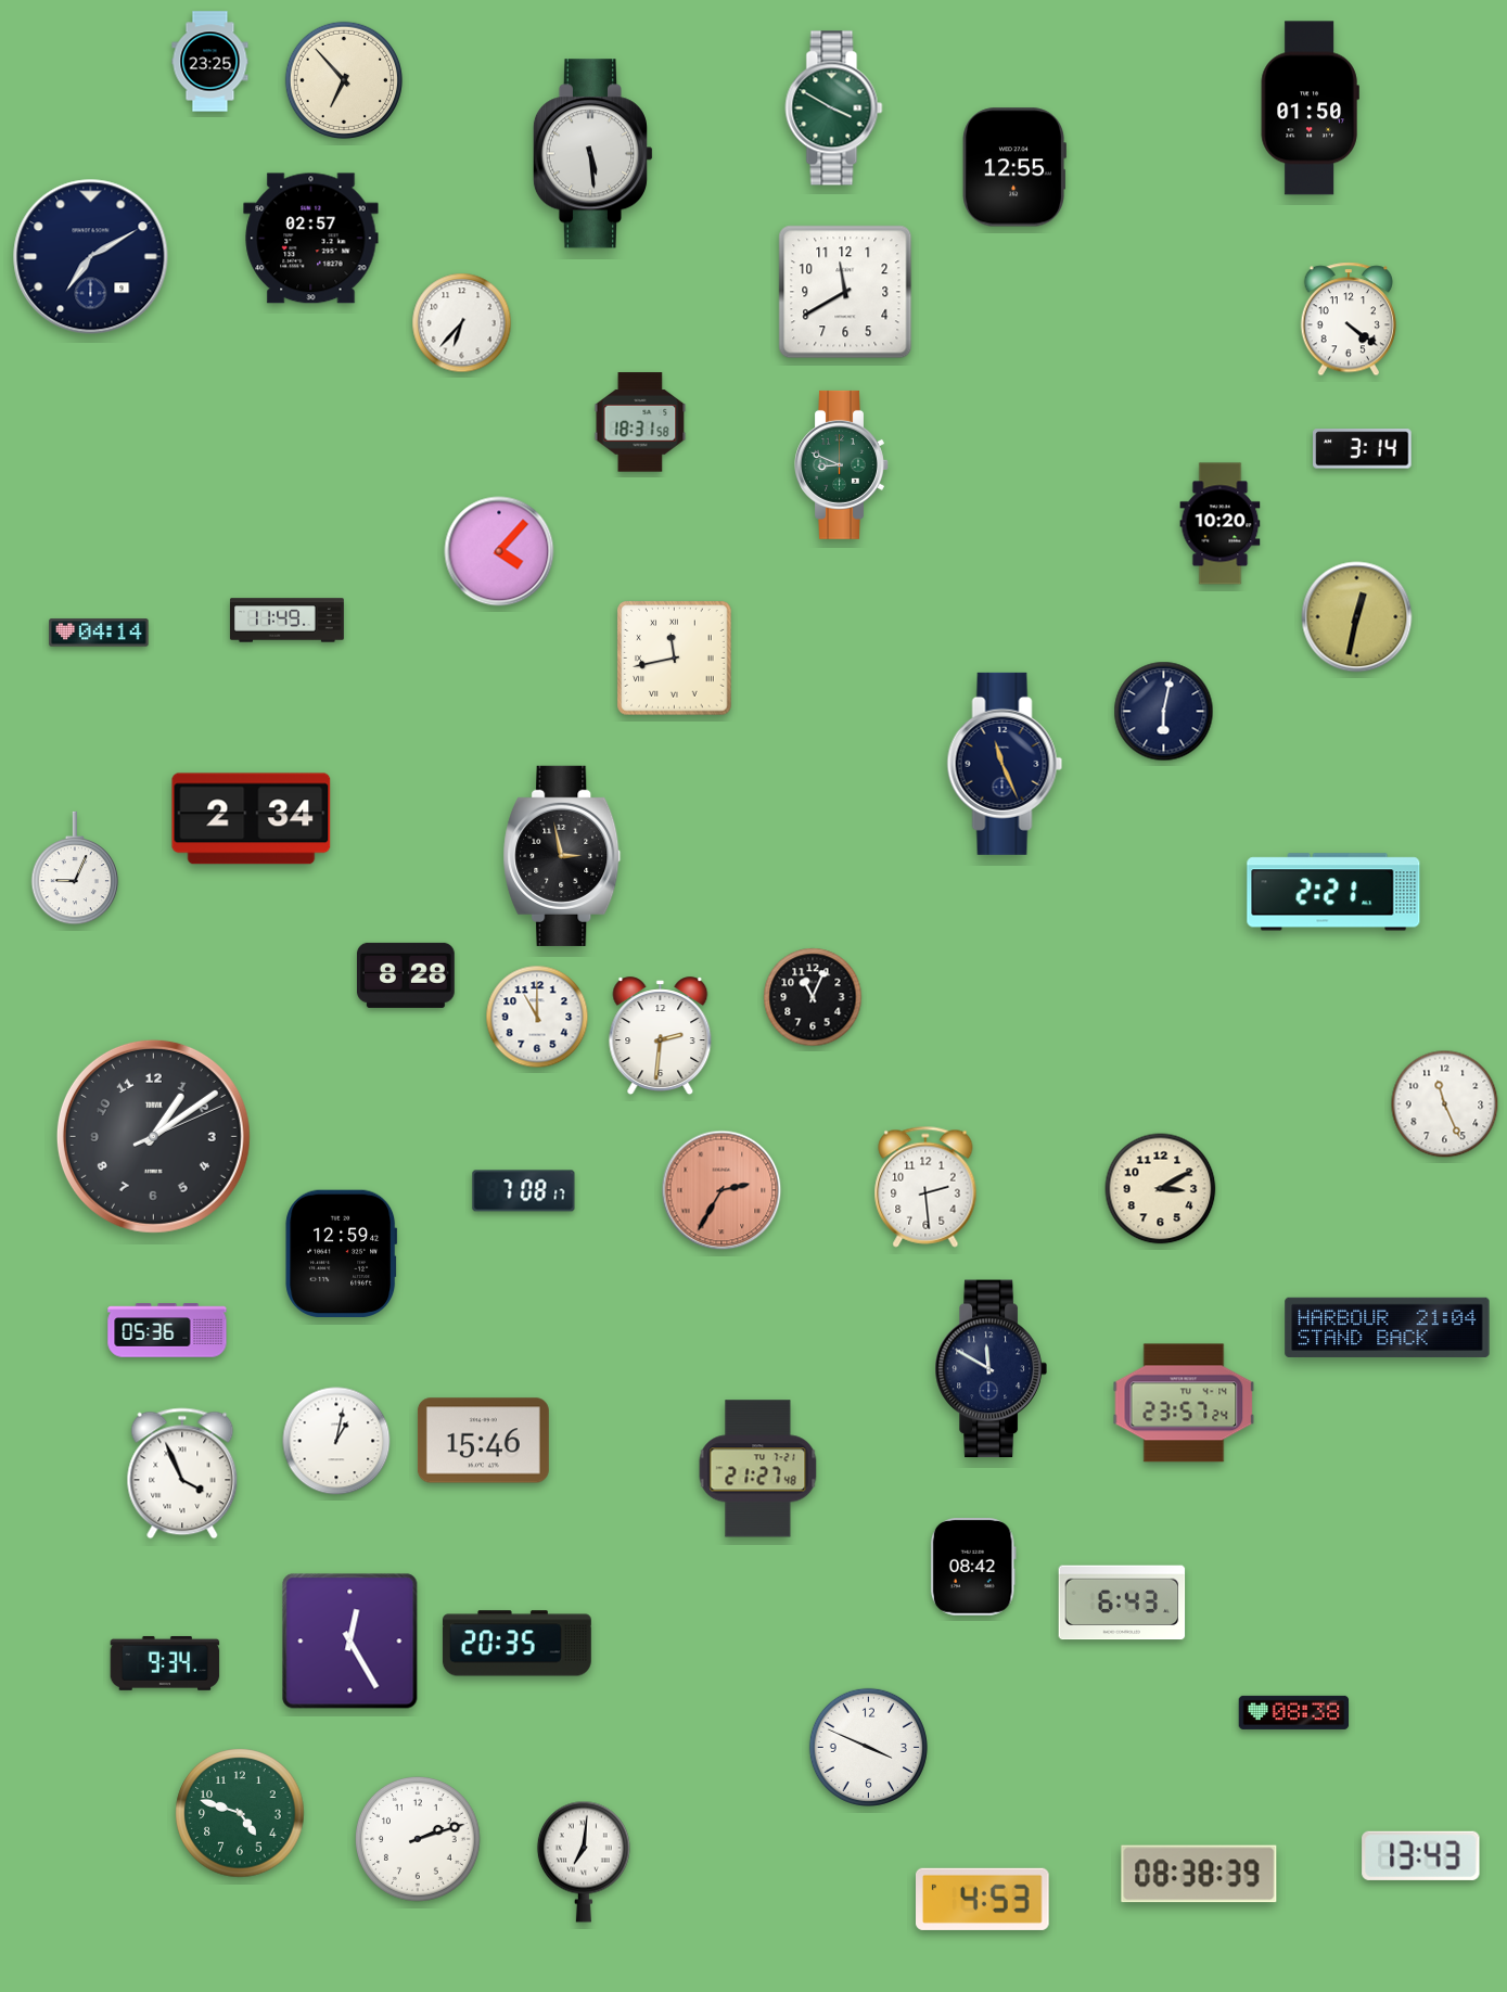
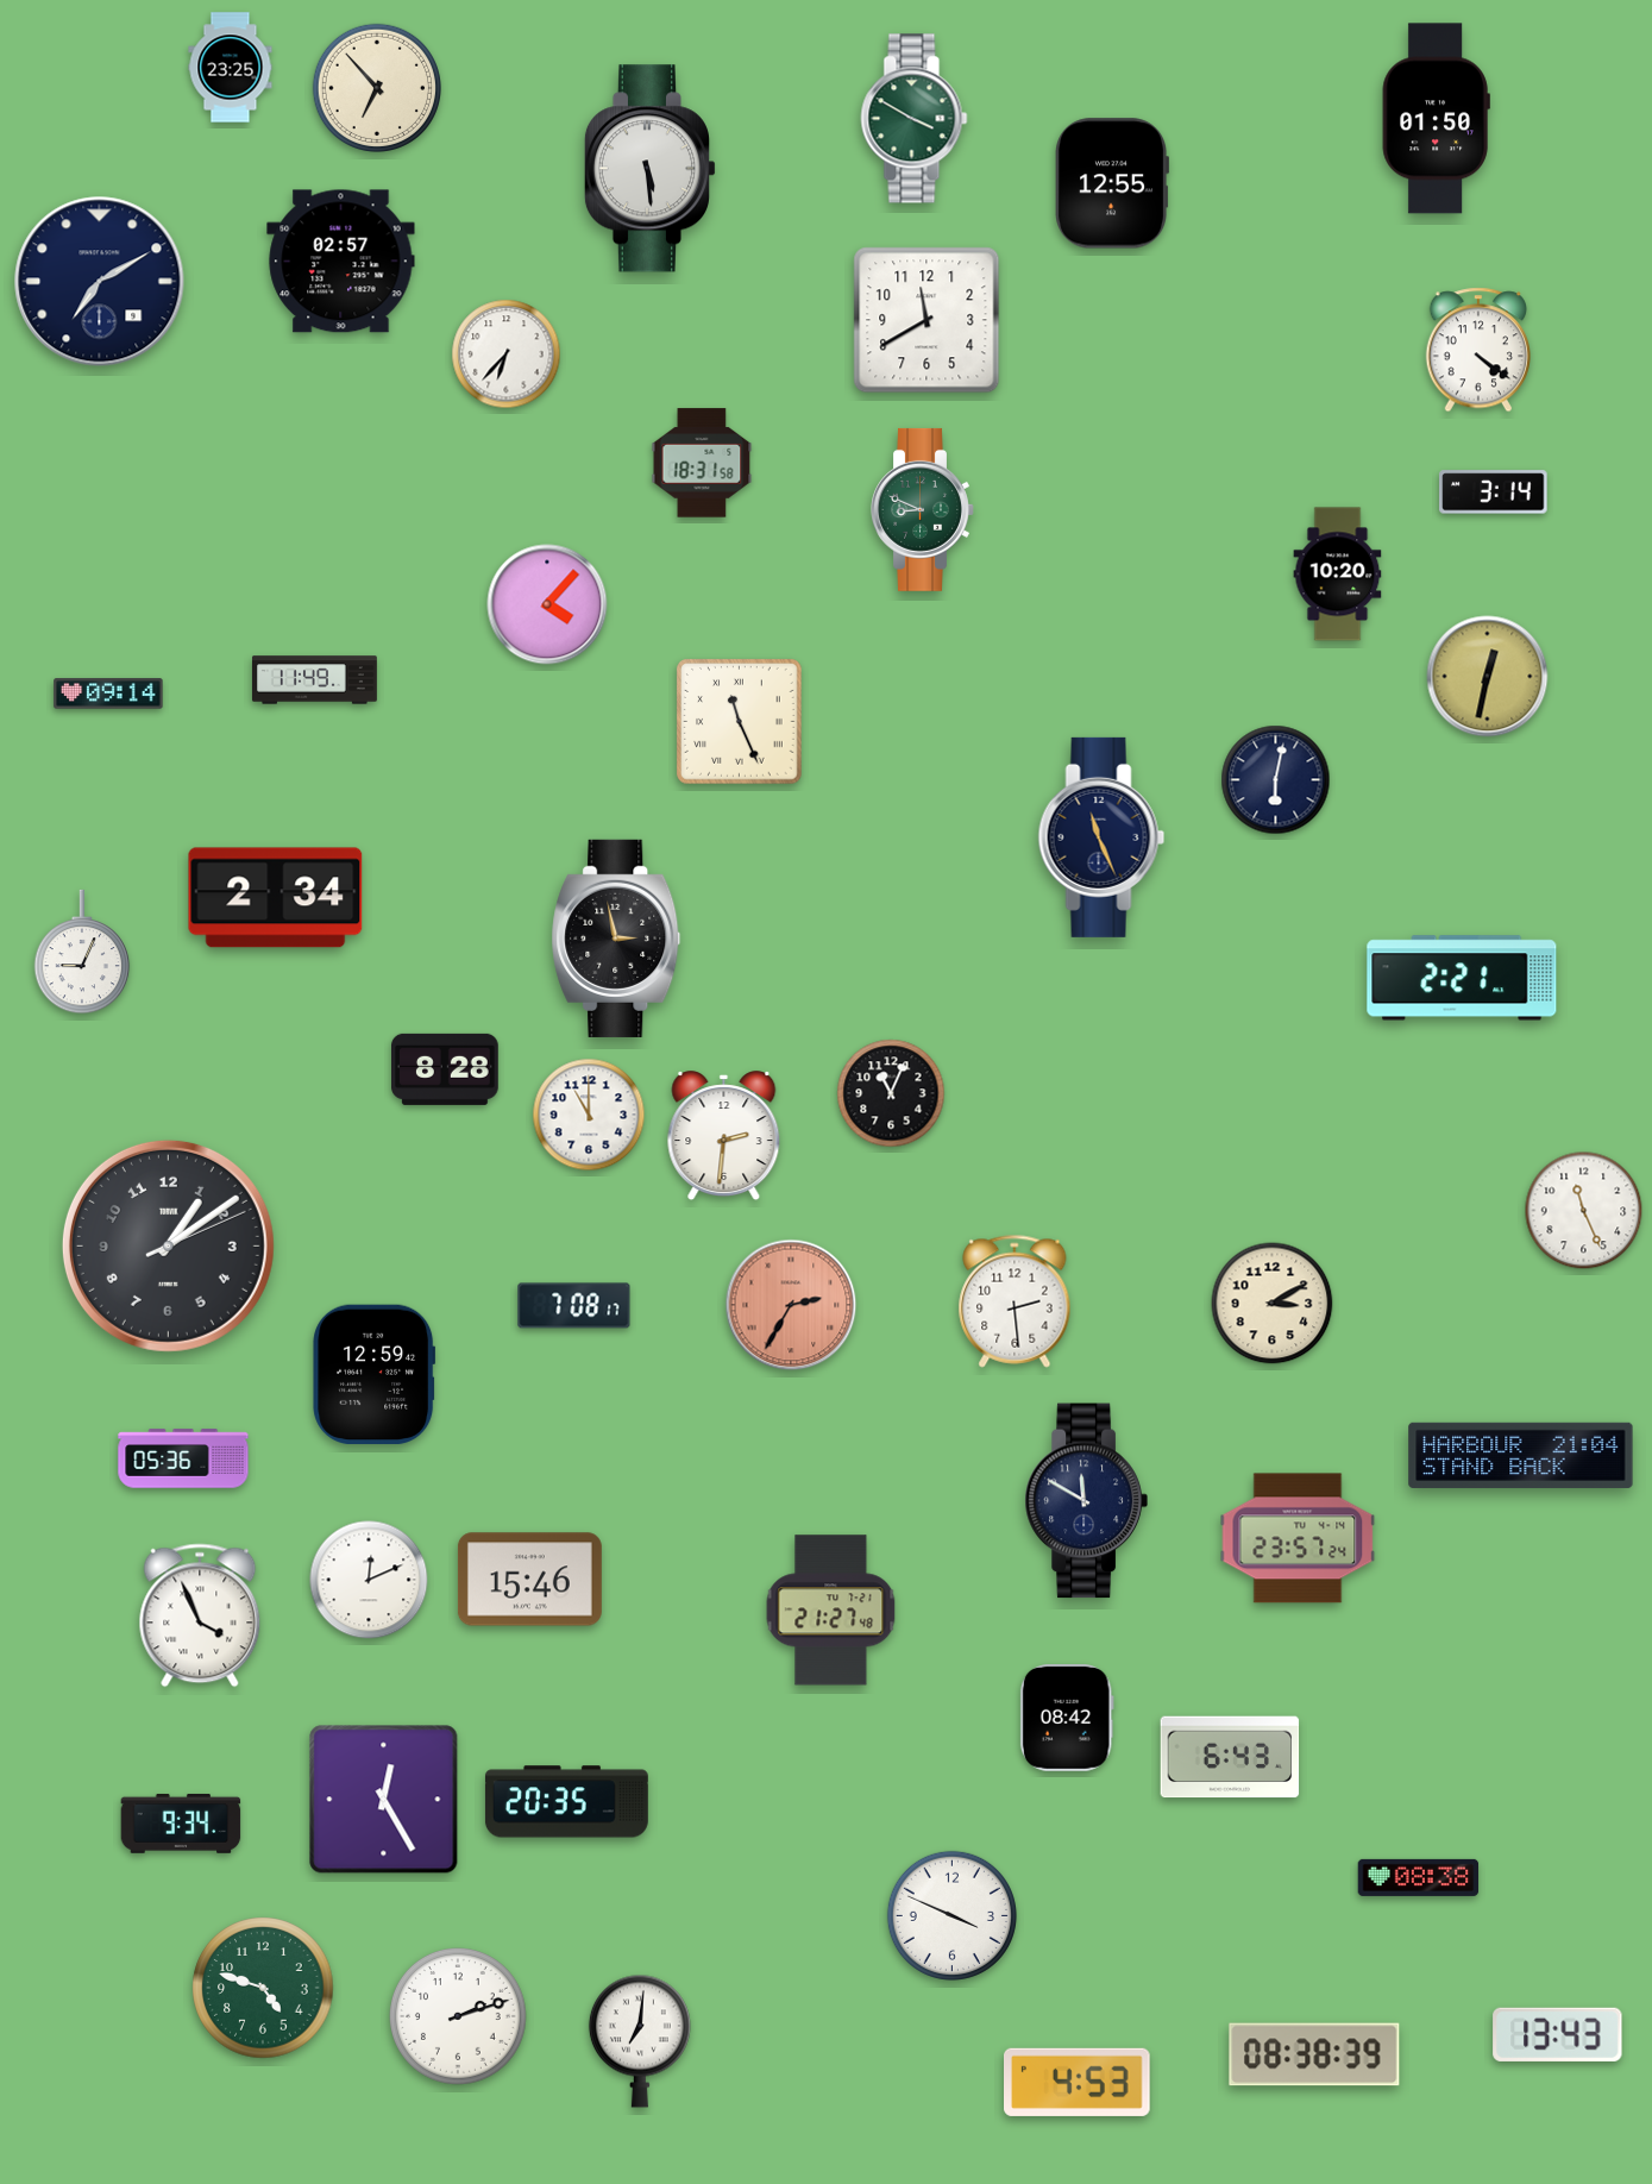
clock at (99, 633): 04:14 -> 09:14
clock at (675, 659): 11:43 -> 11:26
clock at (336, 1441): 1:02 -> 12:11
